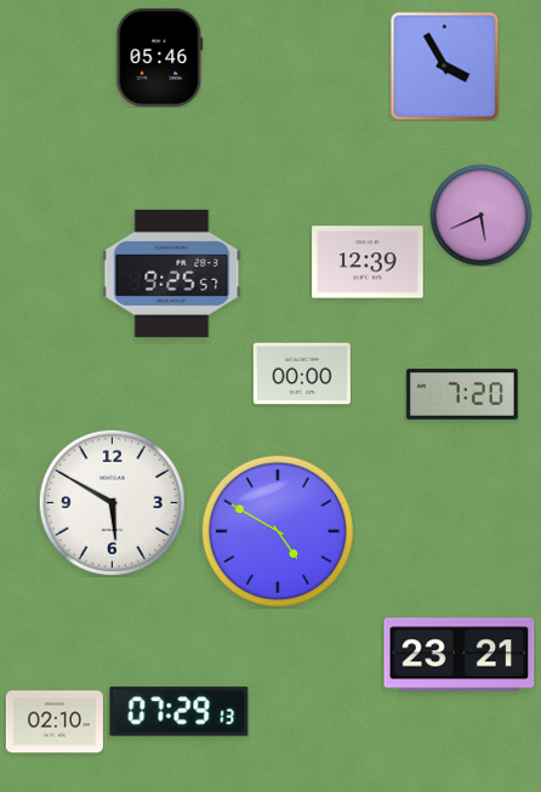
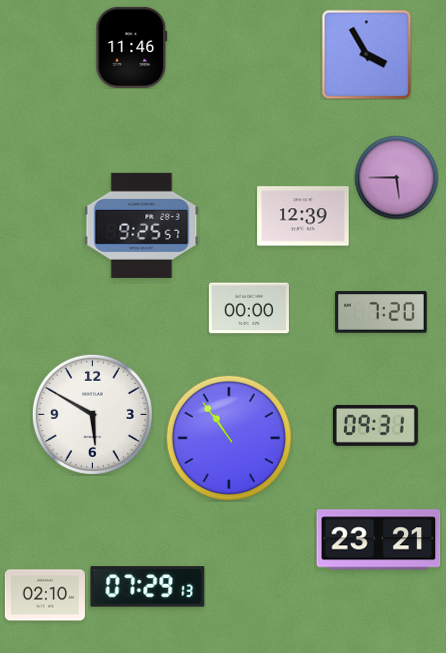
clock at (160, 57): 05:46 -> 11:46
clock at (480, 215): 5:41 -> 5:45
clock at (462, 394) position: (462, 394) -> (381, 312)
clock at (375, 425): none -> 09:31
clock at (278, 531): 4:50 -> 10:54
